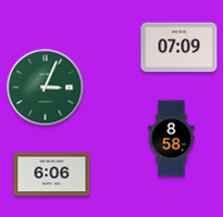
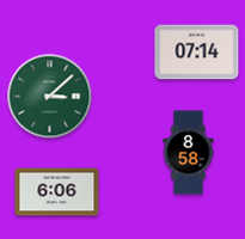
clock at (179, 48): 07:09 -> 07:14
clock at (46, 88): 3:04 -> 3:08
